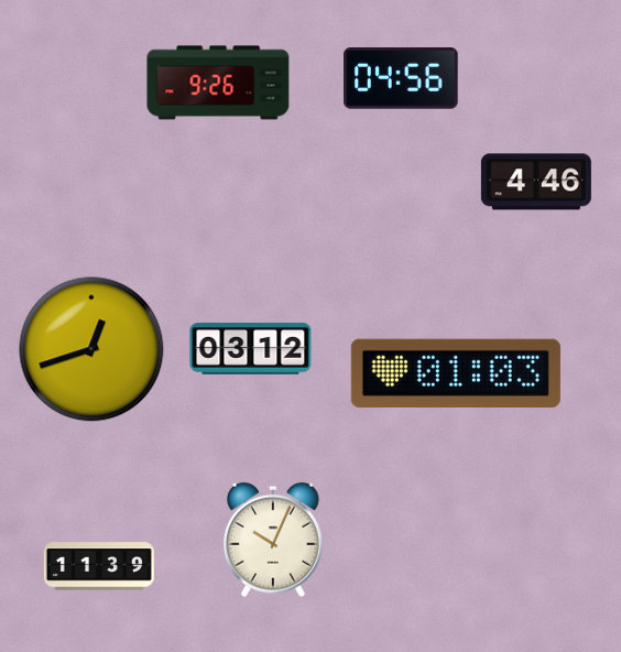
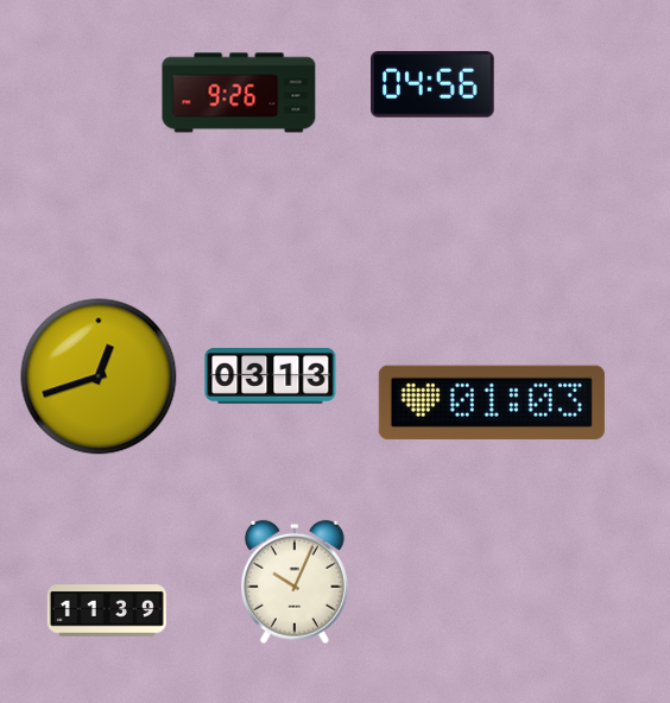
clock at (218, 83) position: (218, 83) -> (239, 93)
clock at (536, 182): 4:46 -> none
clock at (251, 348): 03:12 -> 03:13
